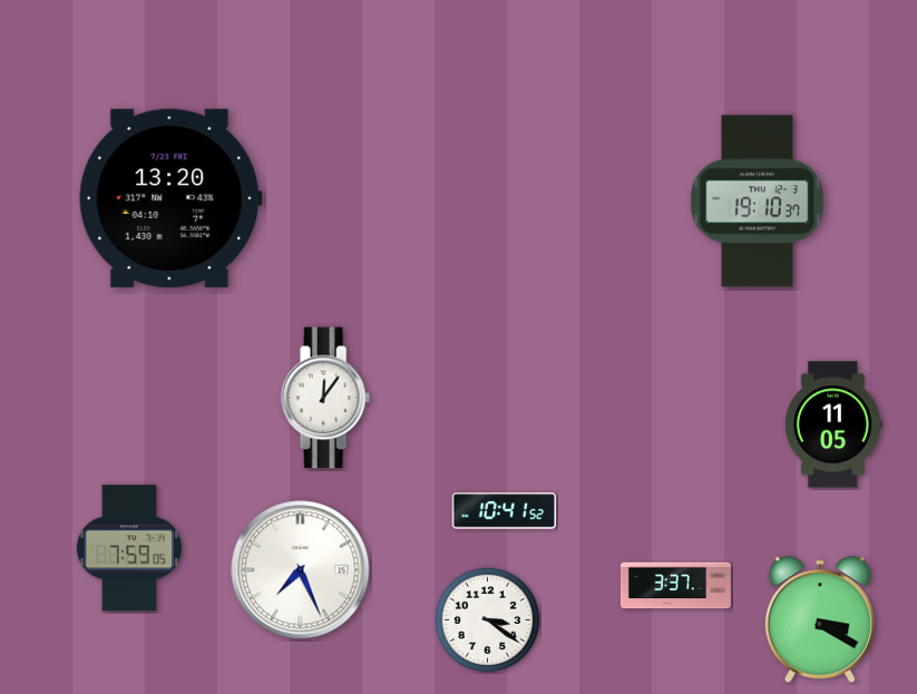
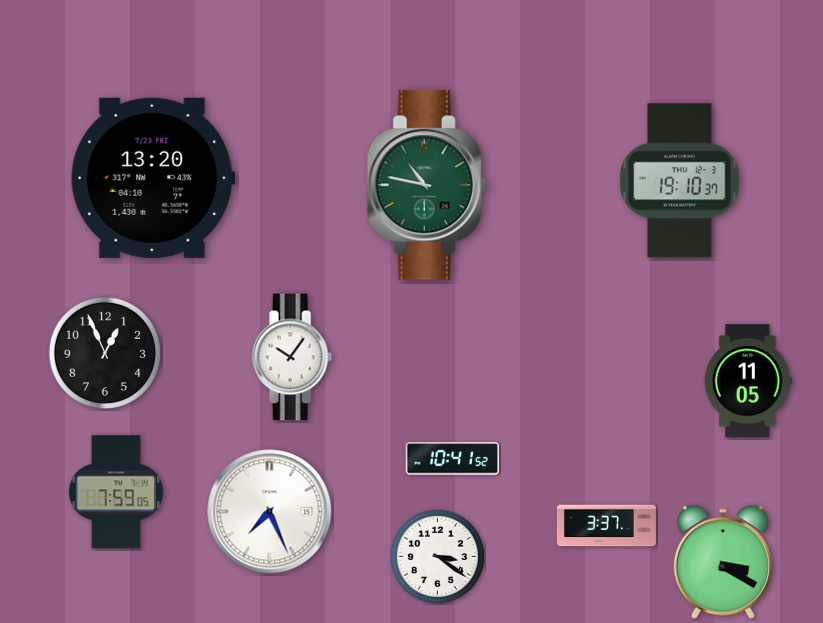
clock at (427, 185): none -> 10:47
clock at (104, 352): none -> 12:56
clock at (325, 398): 12:06 -> 10:06
clock at (820, 619) position: (820, 619) -> (723, 562)
